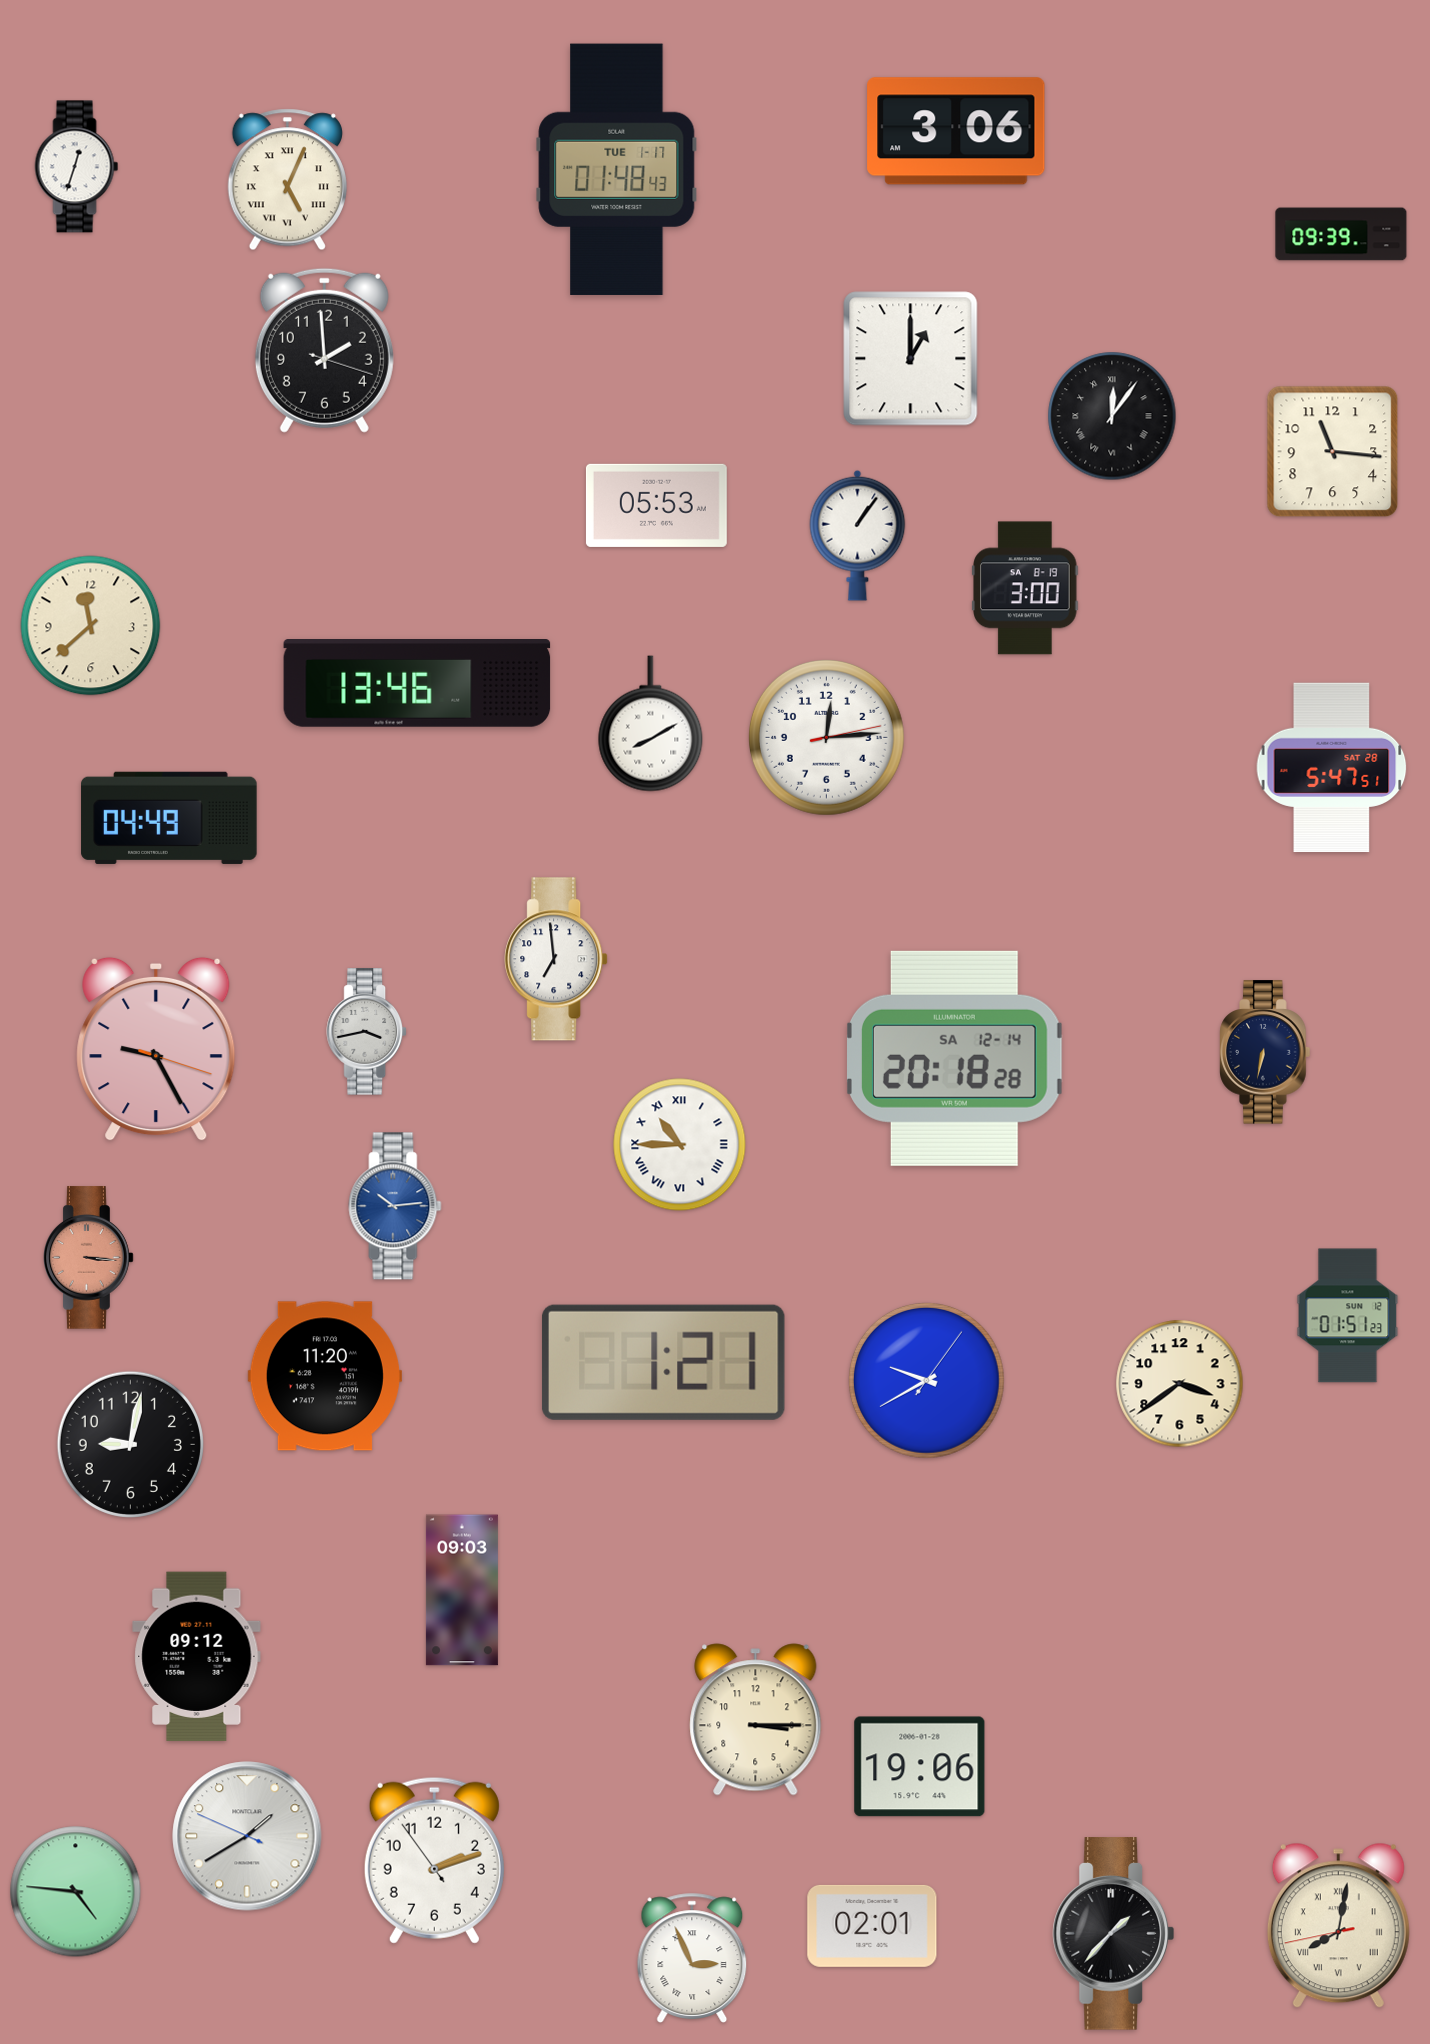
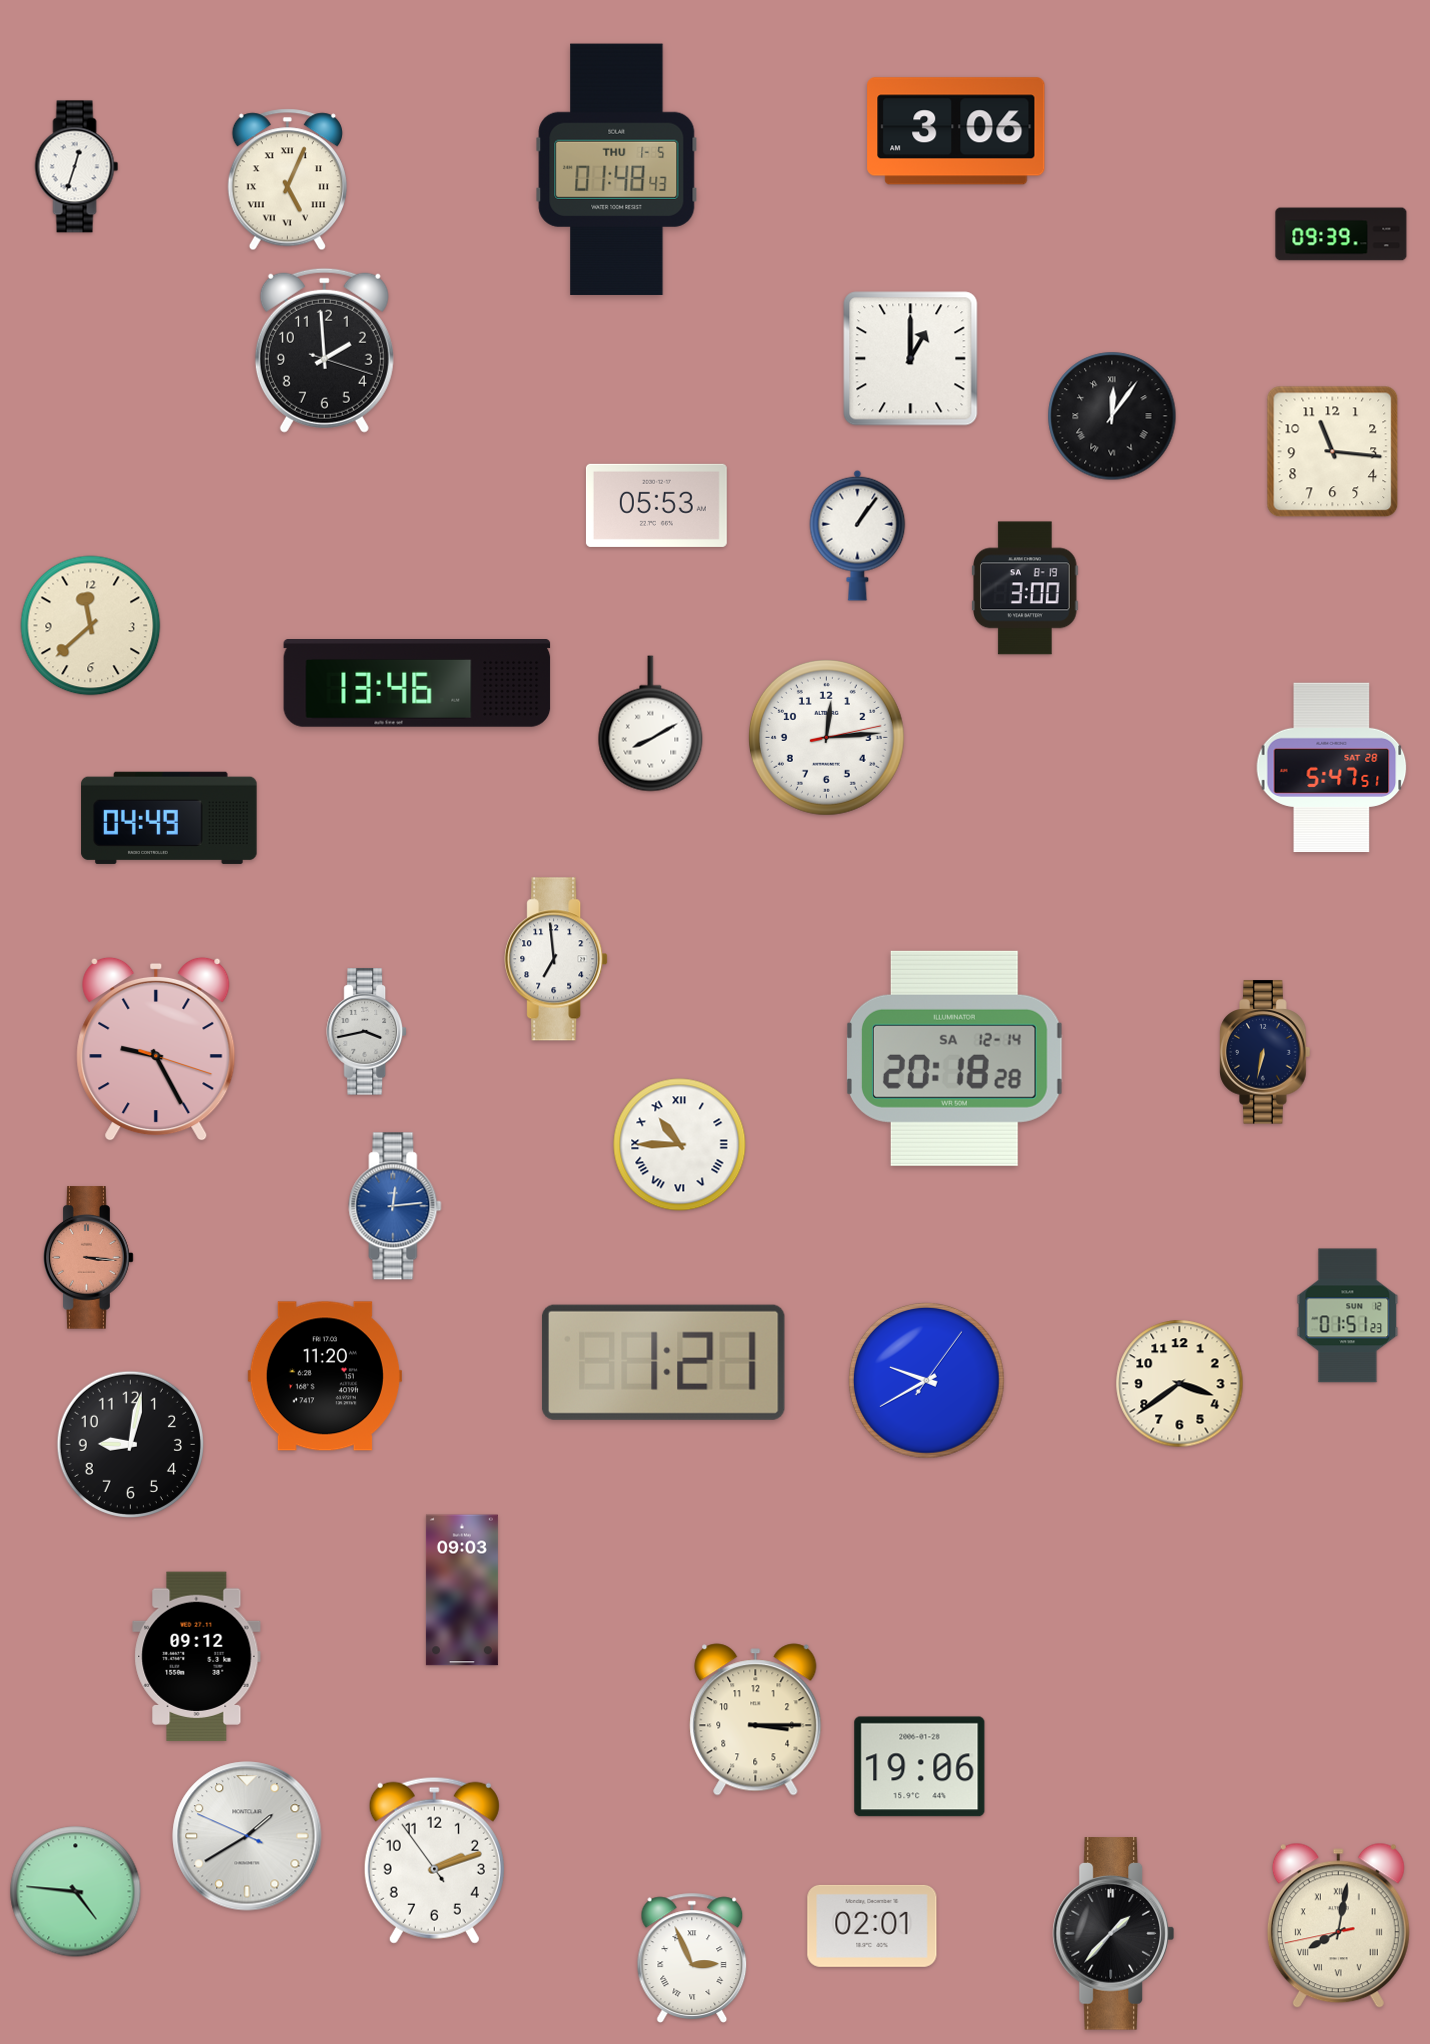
clock at (617, 169) date: TUE 1-17 -> THU 1-5
clock at (395, 1206): 10:14 -> 12:14
